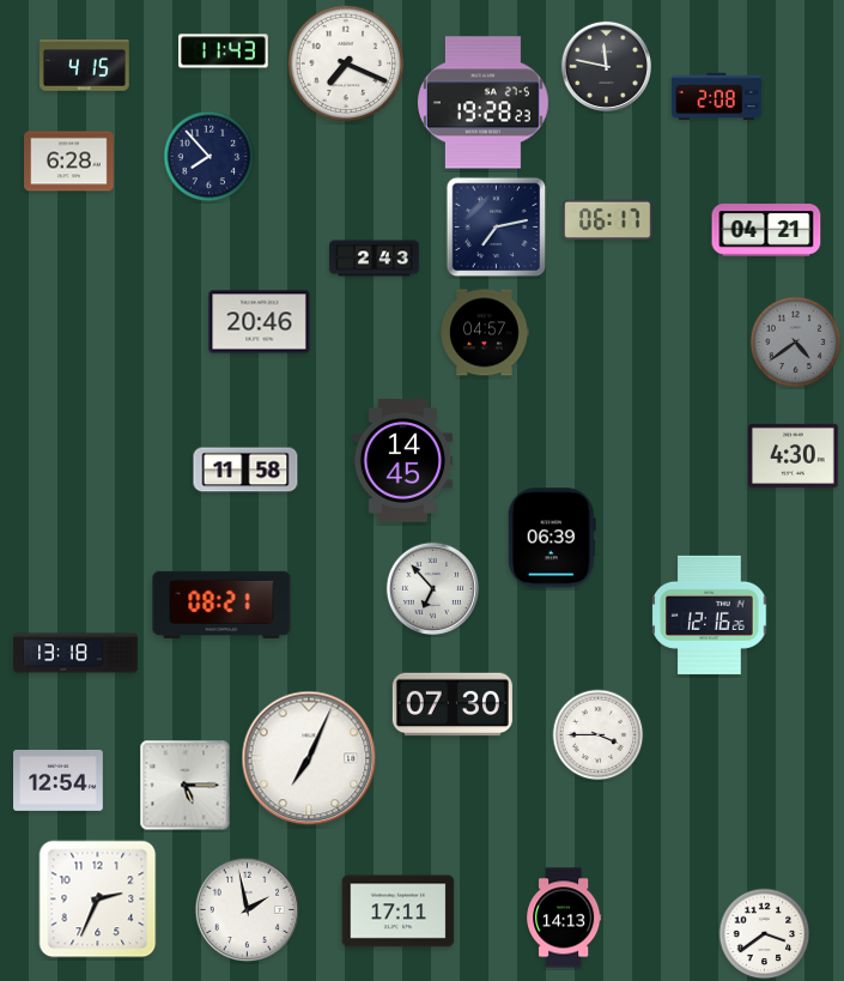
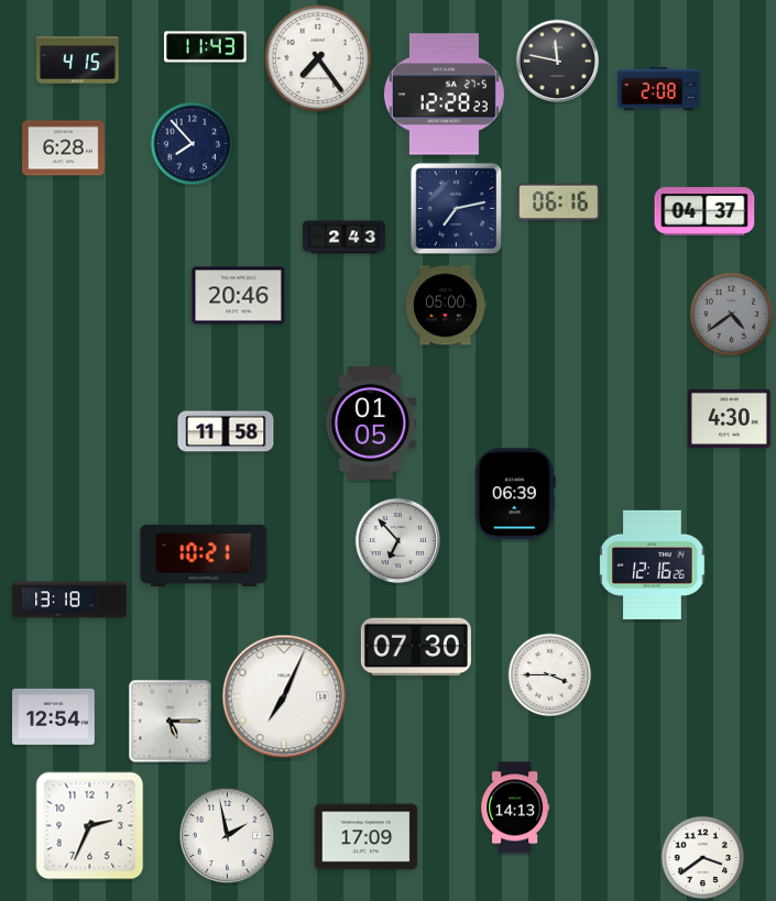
clock at (346, 63): 7:19 -> 7:24
clock at (482, 103): 19:28 -> 12:28
clock at (608, 220): 06:17 -> 06:16
clock at (766, 230): 04:21 -> 04:37
clock at (485, 333): 04:57 -> 05:00
clock at (403, 460): 14:45 -> 01:05
clock at (552, 538) position: (552, 538) -> (515, 494)
clock at (221, 605): 08:21 -> 10:21
clock at (399, 912): 17:11 -> 17:09
clock at (564, 918) position: (564, 918) -> (515, 807)
